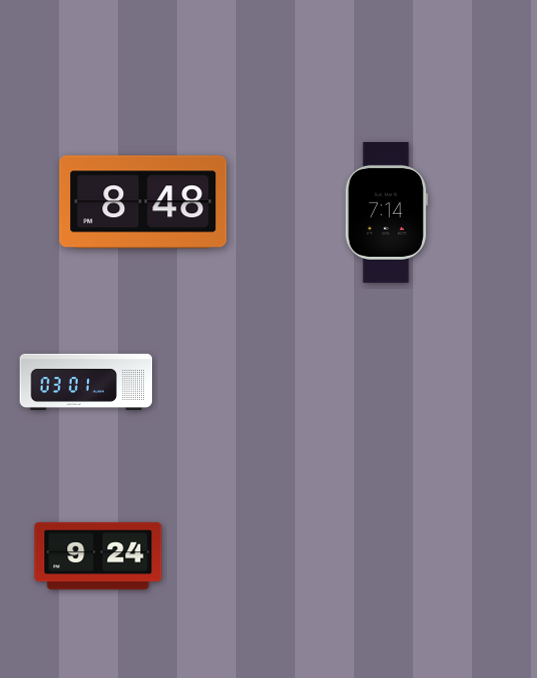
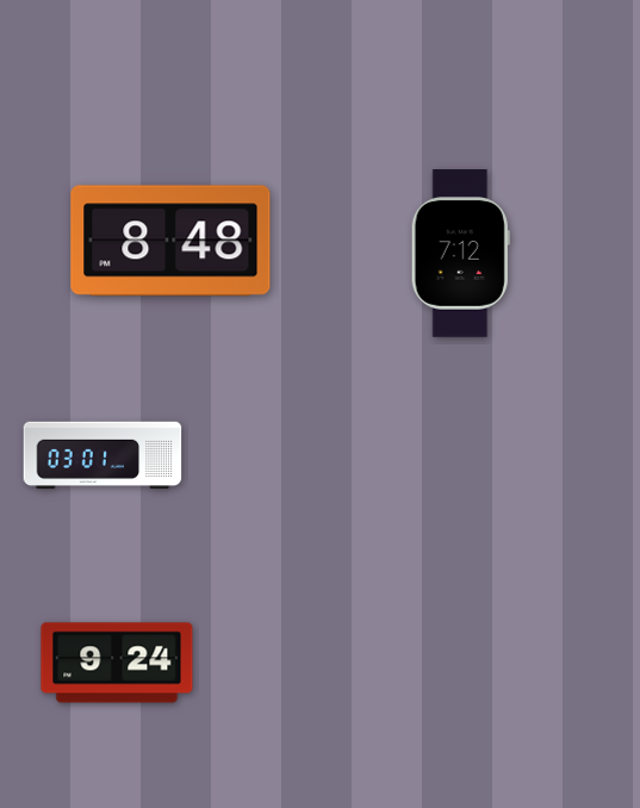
clock at (386, 213): 7:14 -> 7:12
